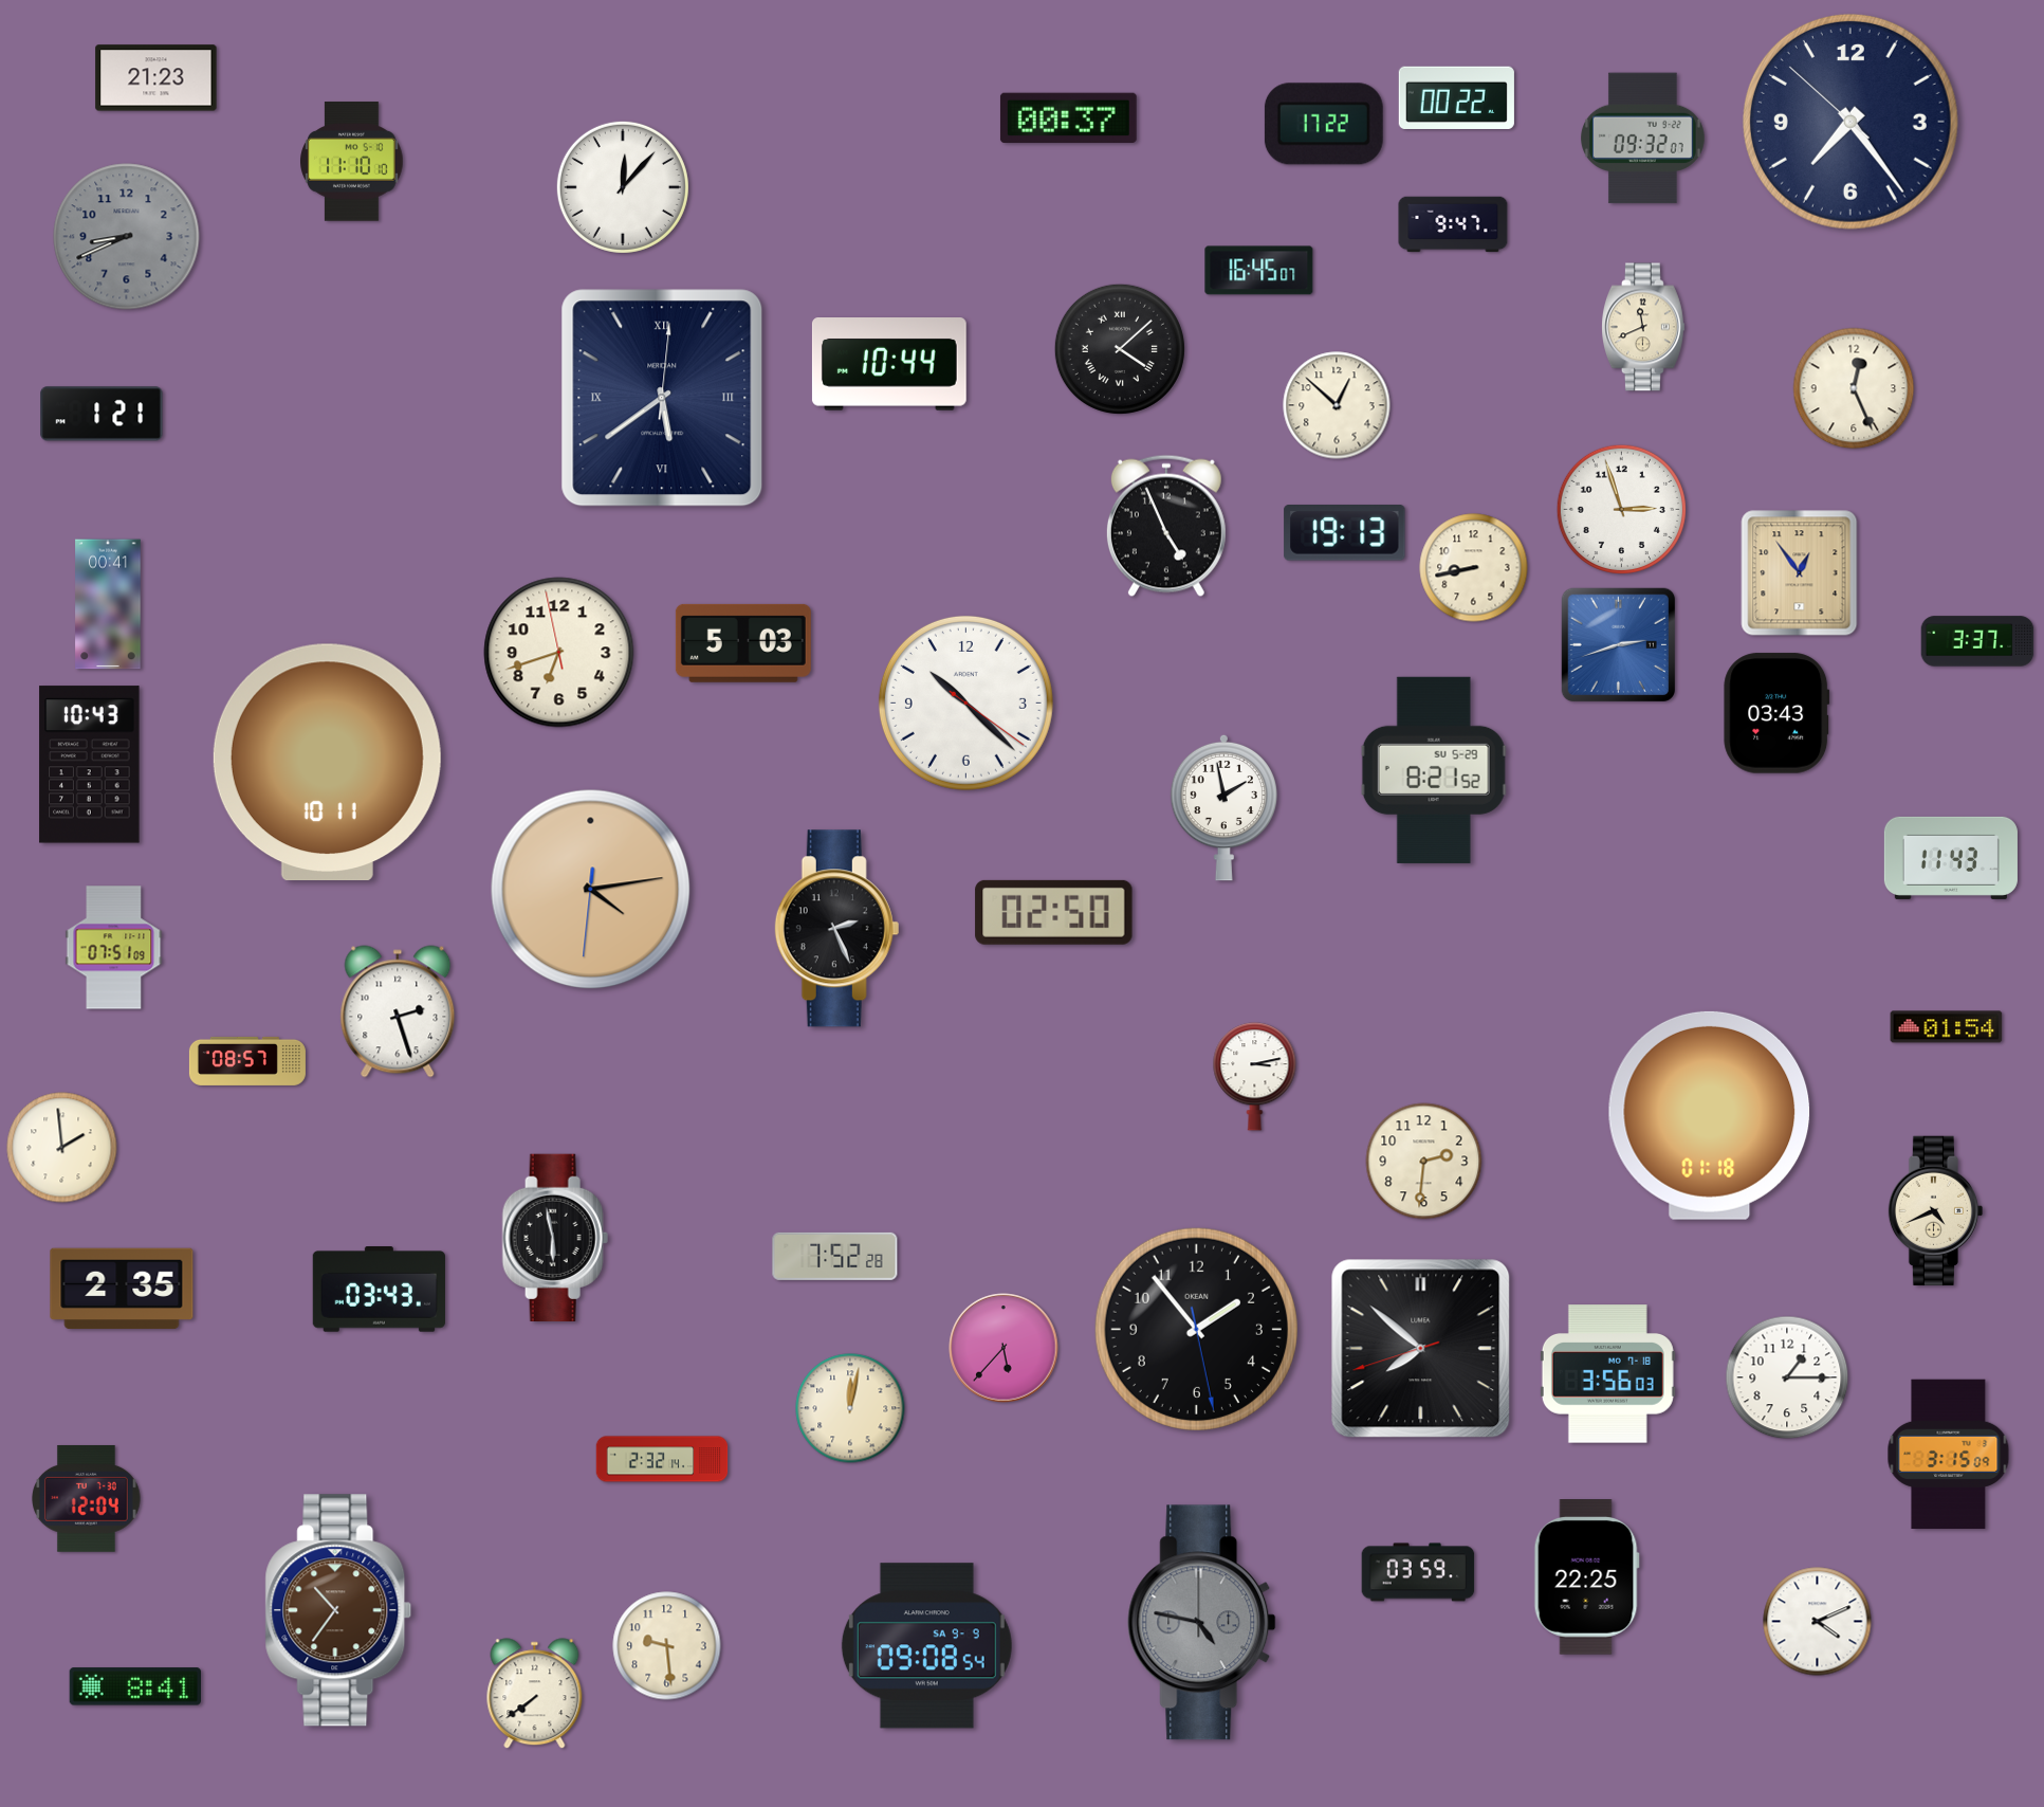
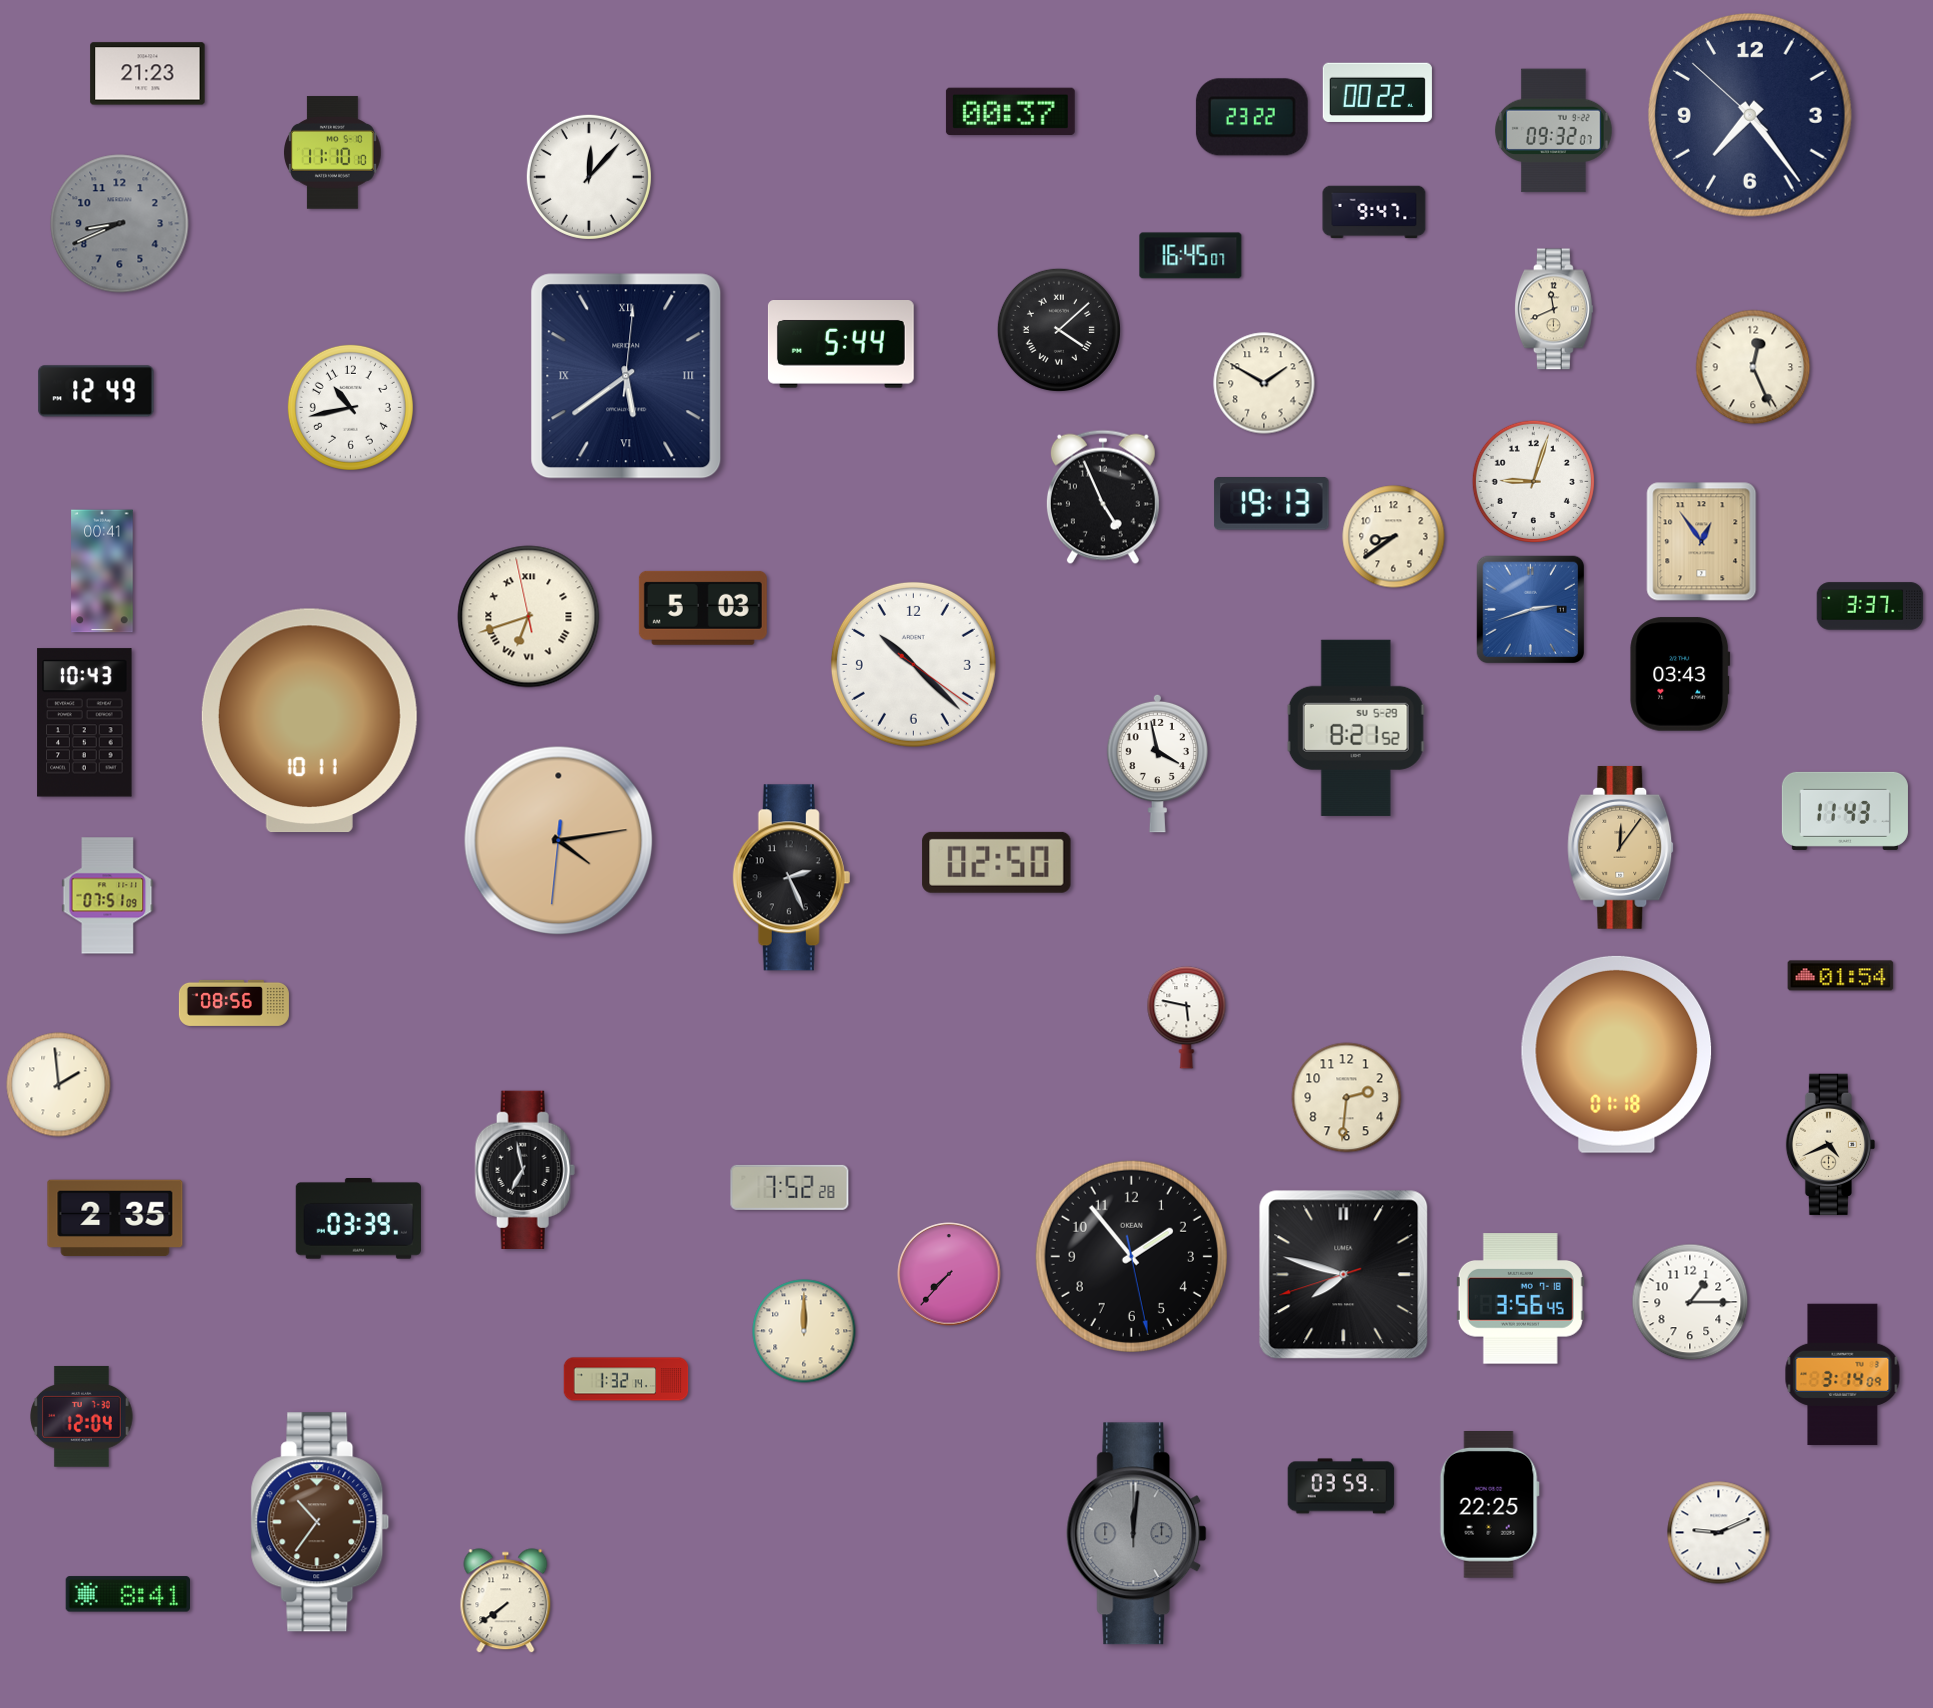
clock at (1324, 124): 17:22 -> 23:22
clock at (889, 365): 10:44 -> 5:44
clock at (1337, 405): 12:52 -> 1:50
clock at (102, 414): 1:21 -> 12:49
clock at (350, 407): none -> 10:43
clock at (1621, 509): 2:57 -> 9:03
clock at (1474, 568): 8:43 -> 8:39
clock at (559, 653) numerals: Arabic -> Roman
clock at (1223, 807): 1:58 -> 3:58
clock at (1621, 847): none -> 12:06
clock at (398, 1011): 2:27 -> none
clock at (1947, 1027) position: (1947, 1027) -> (1841, 976)
clock at (247, 1061): 08:57 -> 08:56
clock at (1255, 1077): 3:13 -> 5:47
clock at (555, 1237): 5:58 -> 6:58
clock at (379, 1290): 03:43 -> 03:39
clock at (1003, 1348): 5:37 -> 7:37
clock at (1421, 1349): 7:51 -> 7:47
clock at (1607, 1374): 3:56:03 -> 3:56:45
clock at (850, 1408): 12:02 -> 12:00
clock at (1949, 1455): 3:15 -> 3:14
clock at (662, 1459): 2:32 -> 1:32
clock at (1586, 1577) position: (1586, 1577) -> (1489, 1505)
clock at (1818, 1622): 4:11 -> 9:11
clock at (1202, 1623): 4:47 -> 12:01
clock at (667, 1646): 9:29 -> none
clock at (926, 1646): 09:08 -> none
